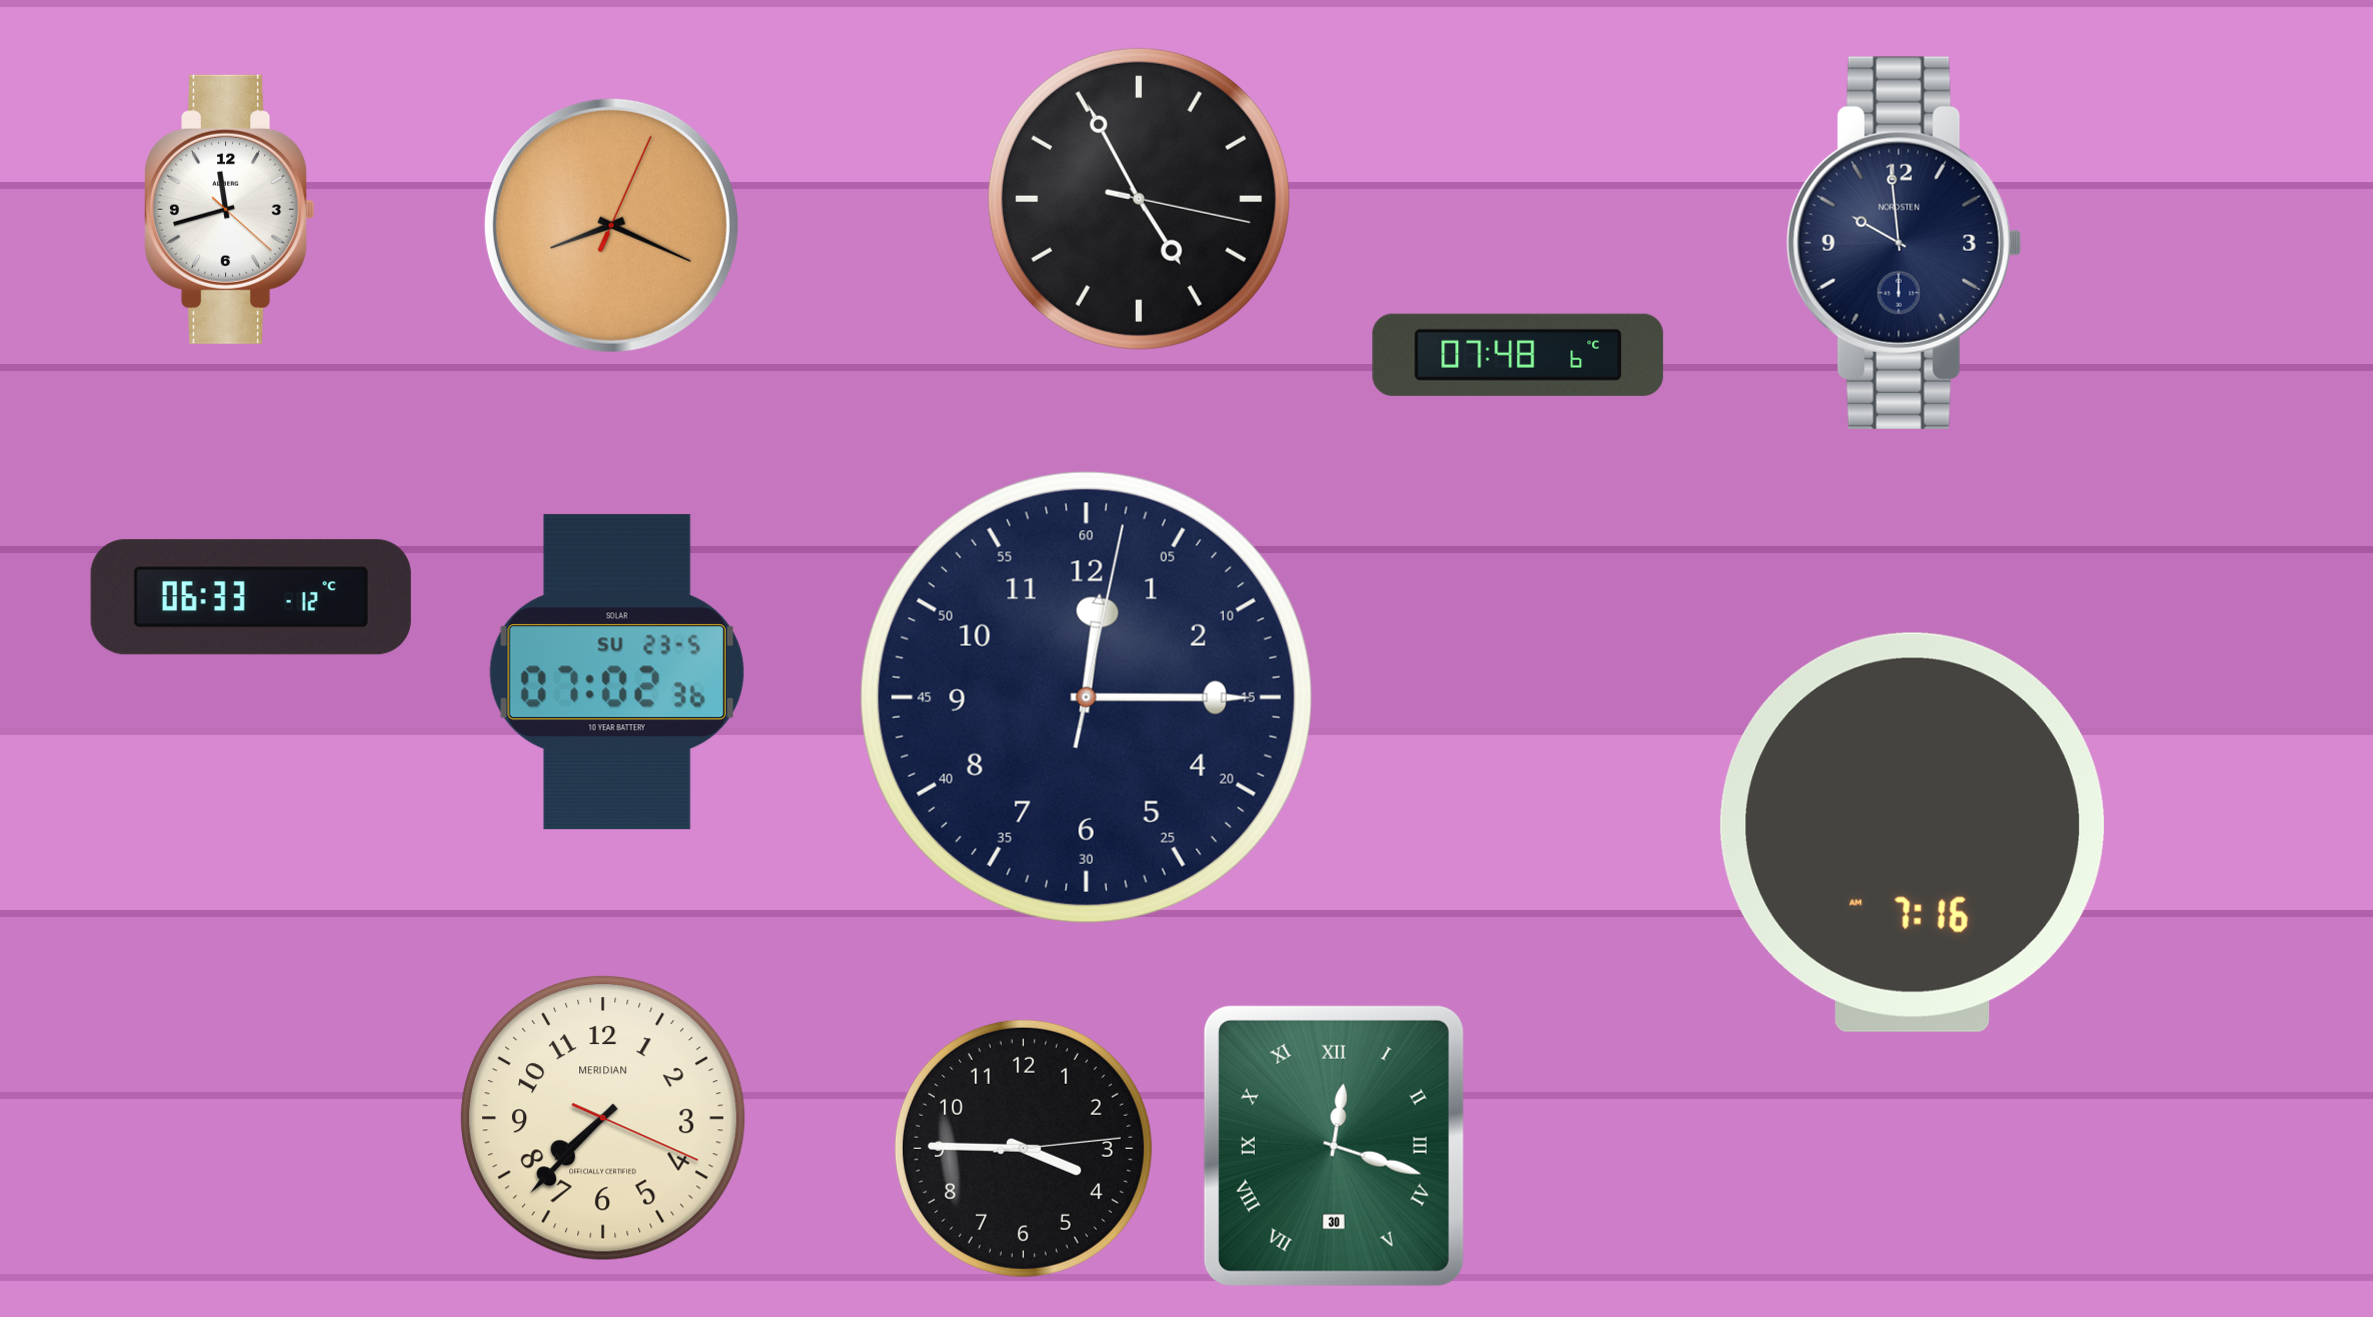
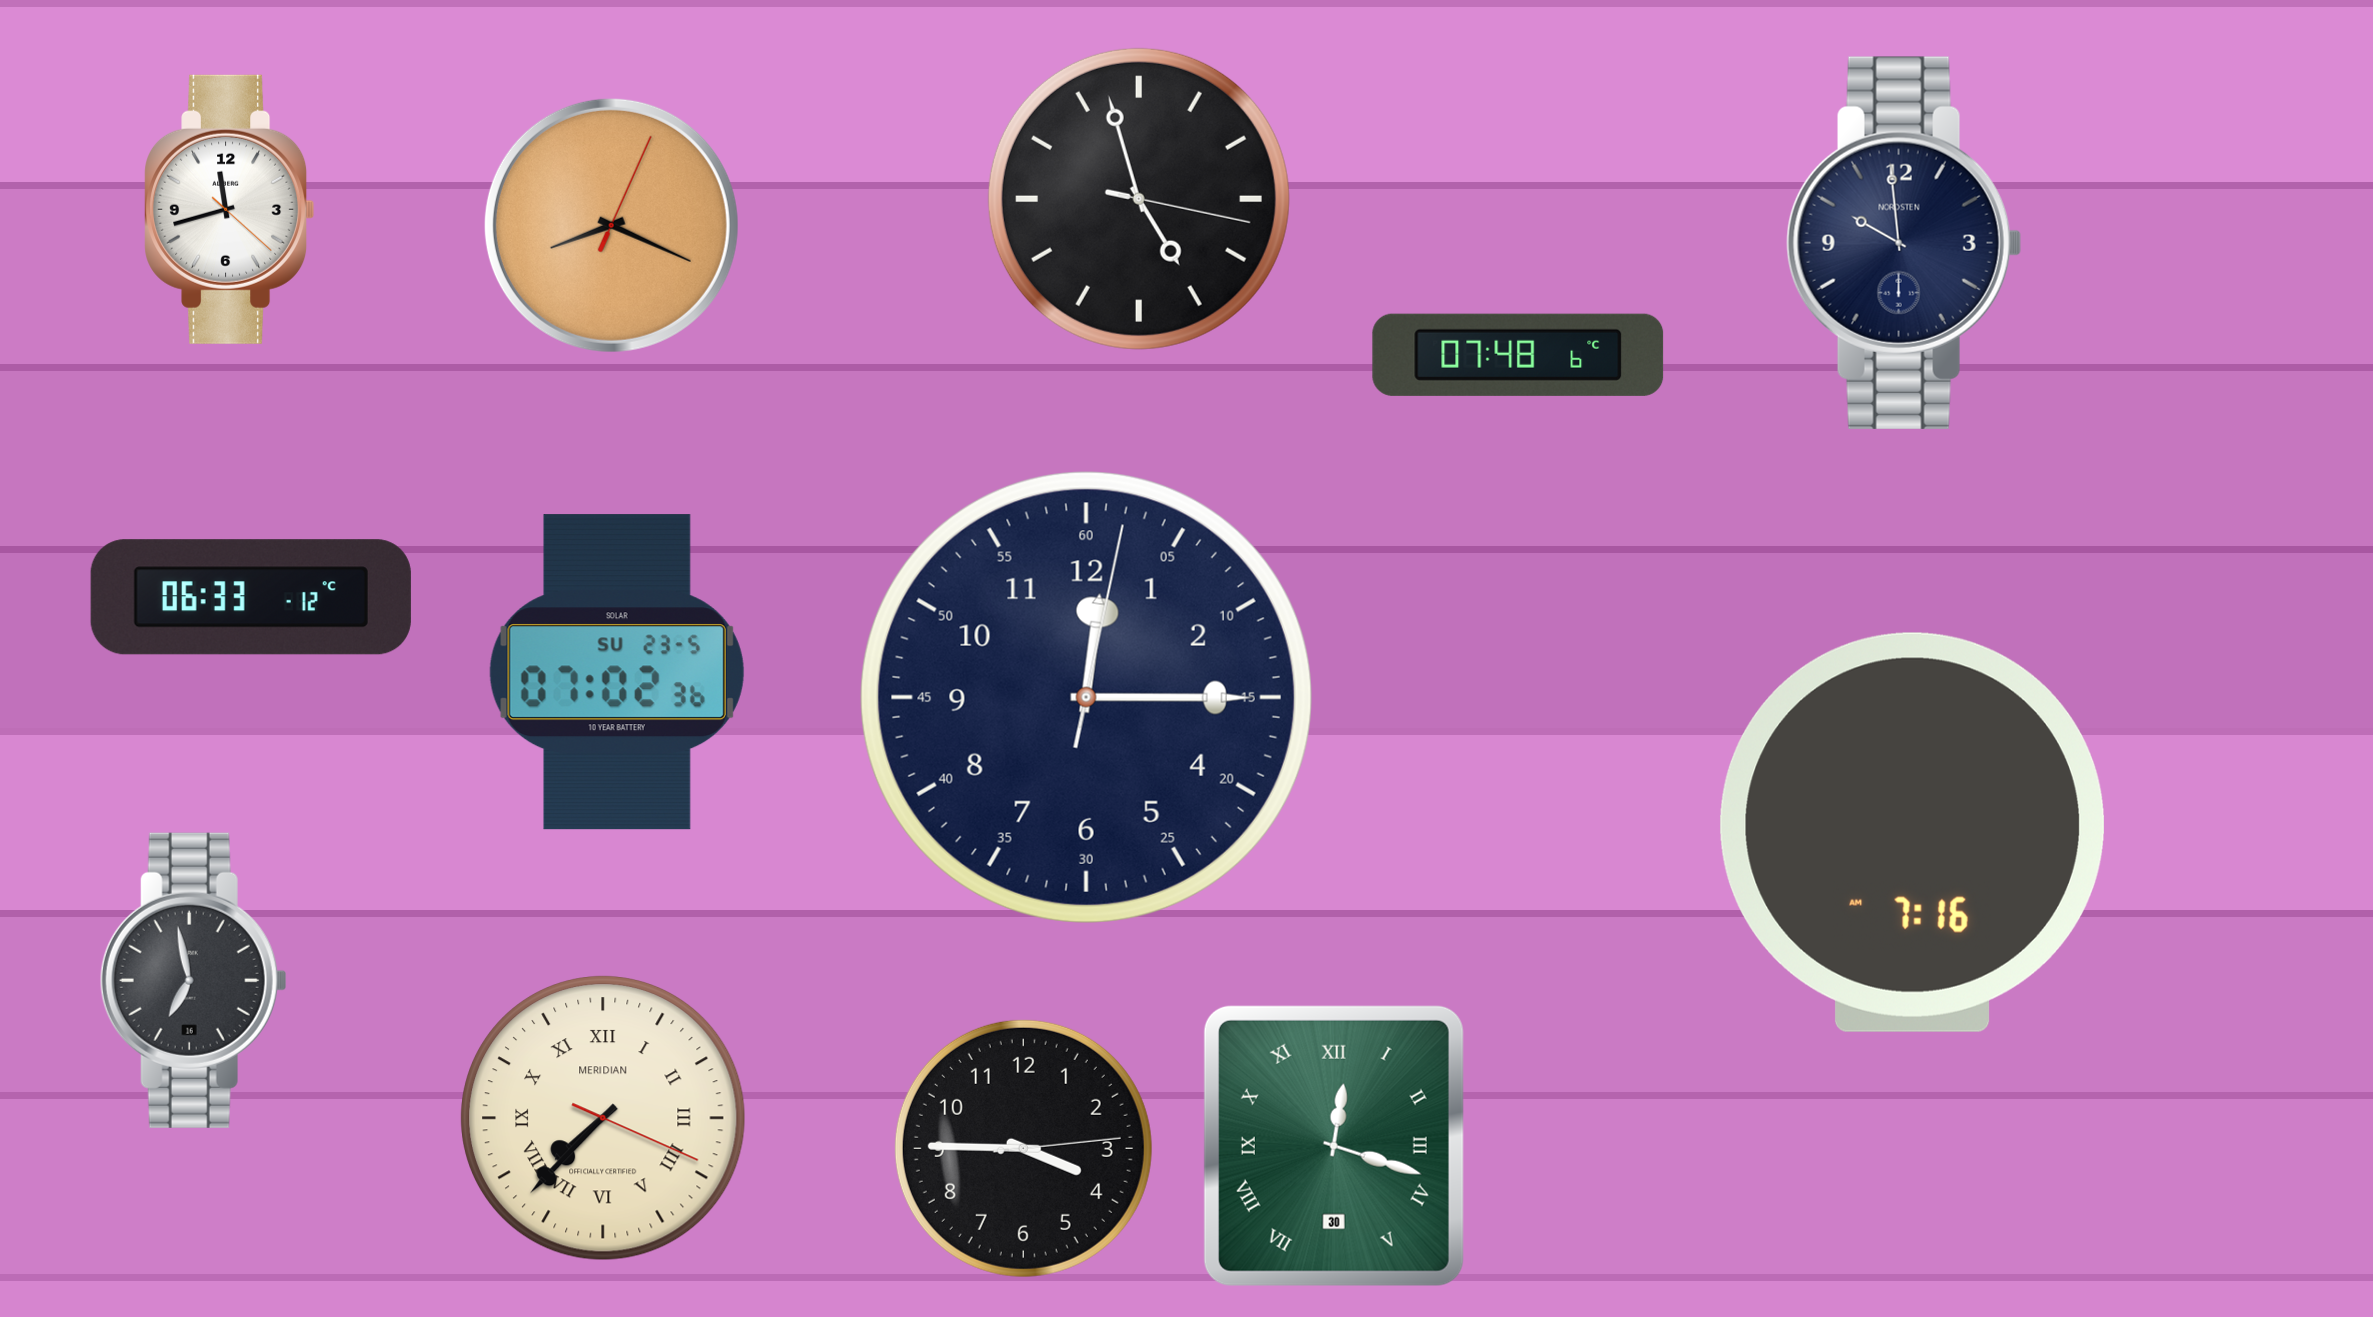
clock at (1139, 199): 4:55 -> 4:57
clock at (193, 980): none -> 6:58
clock at (603, 1118) numerals: Arabic -> Roman
